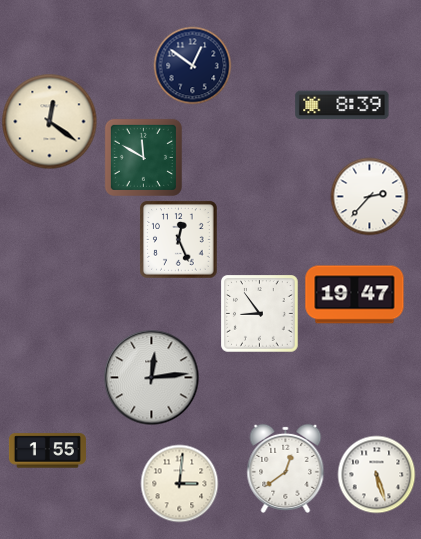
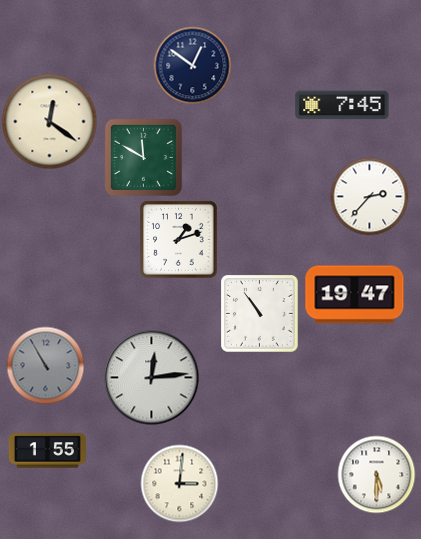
clock at (342, 105): 8:39 -> 7:45
clock at (178, 239): 12:26 -> 1:12
clock at (259, 313): 8:54 -> 10:54
clock at (45, 365): none -> 10:55
clock at (286, 468): 12:39 -> none
clock at (376, 474): 5:27 -> 5:30
